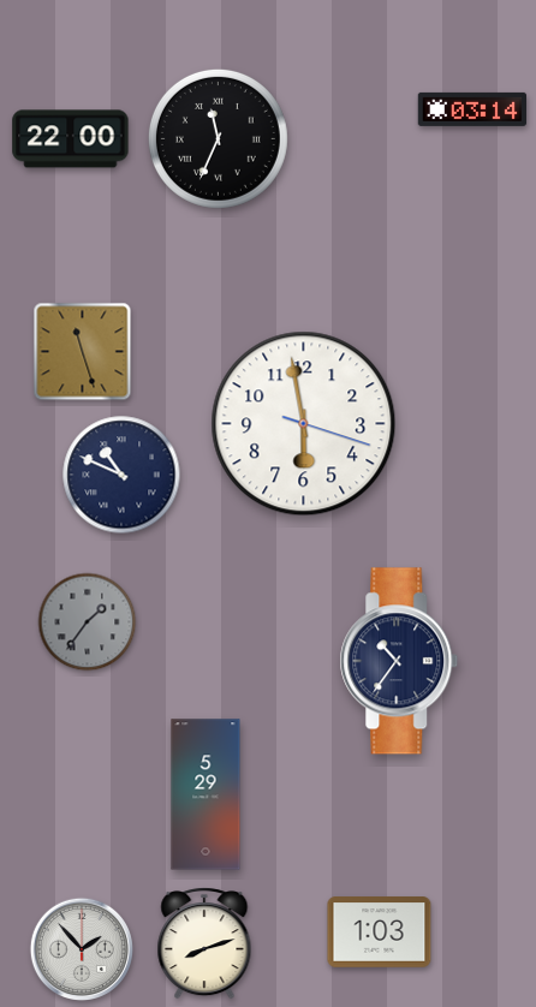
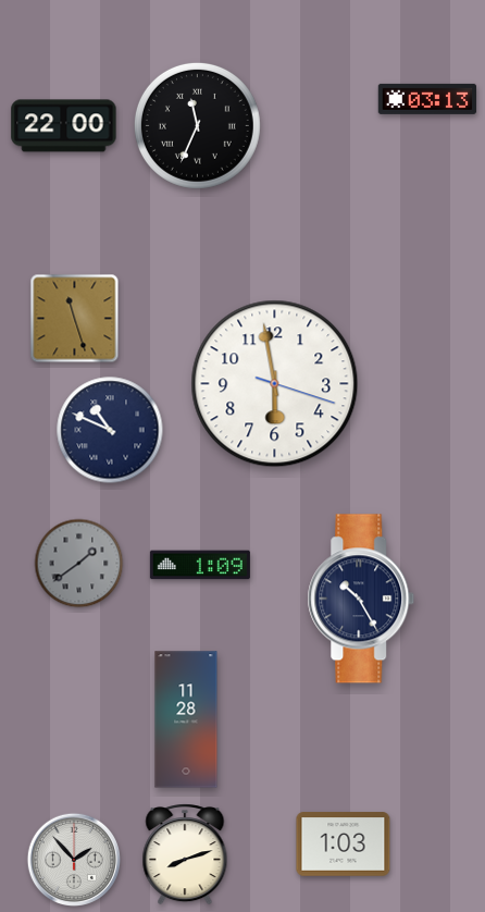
clock at (472, 109): 03:14 -> 03:13
clock at (88, 622): 1:36 -> 1:39
clock at (200, 565): none -> 1:09
clock at (399, 661): 10:36 -> 10:25
clock at (206, 794): 5:29 -> 11:28
